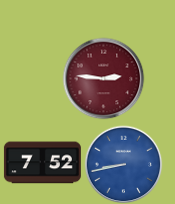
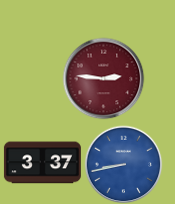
clock at (42, 163): 7:52 -> 3:37
